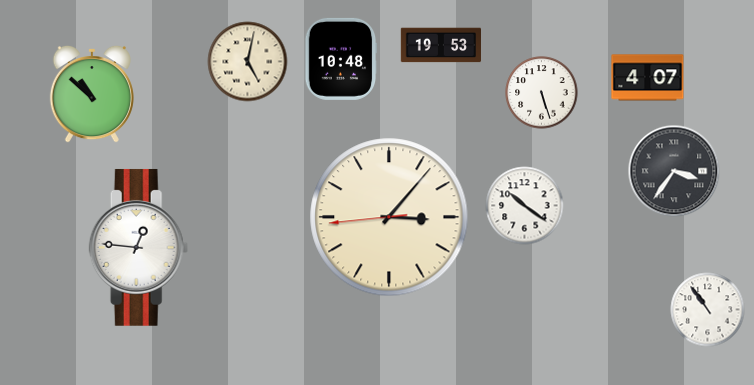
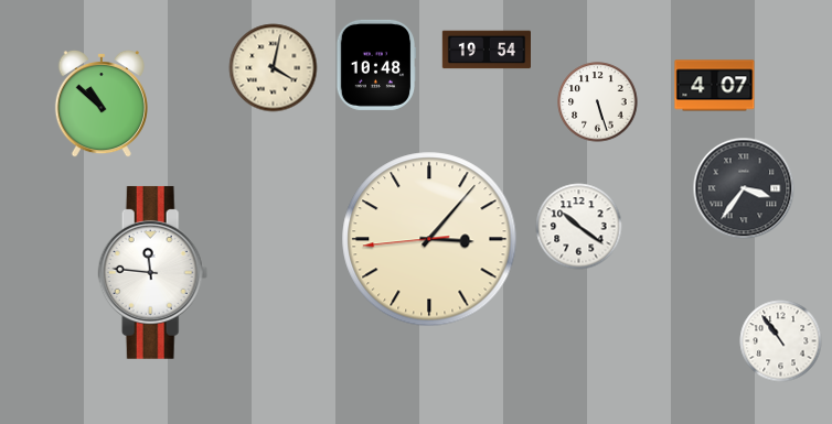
clock at (440, 45): 19:53 -> 19:54
clock at (248, 62): 5:02 -> 4:02
clock at (139, 247): 12:46 -> 11:46
